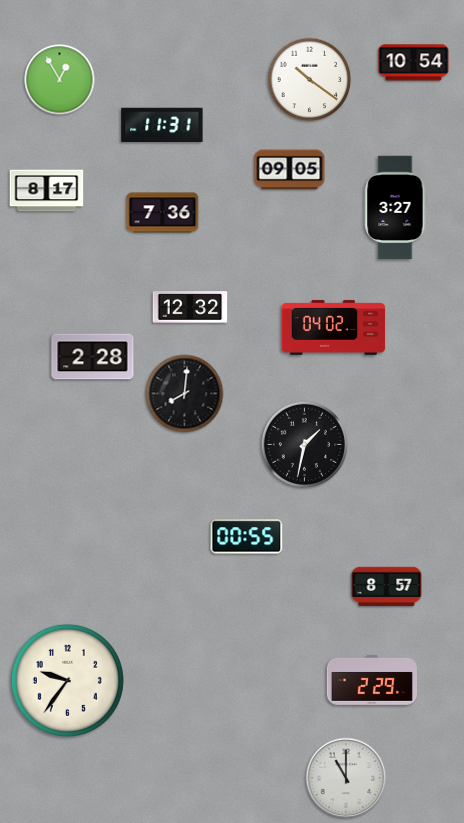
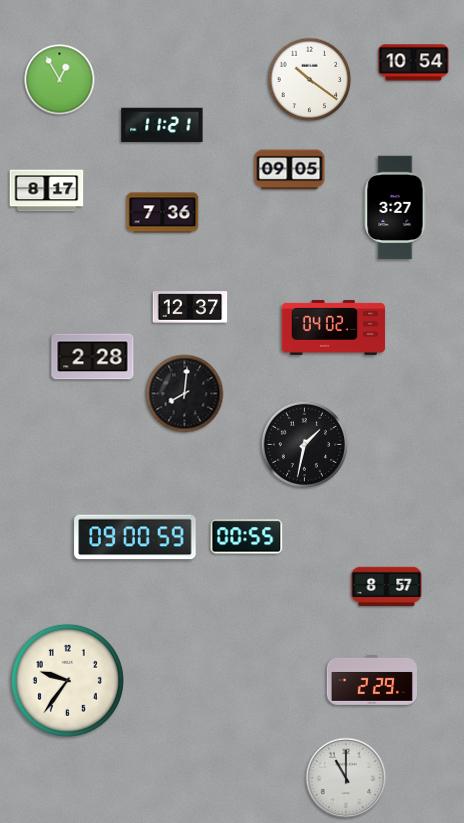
clock at (162, 124): 11:31 -> 11:21
clock at (190, 307): 12:32 -> 12:37
clock at (135, 537): none -> 09:00
